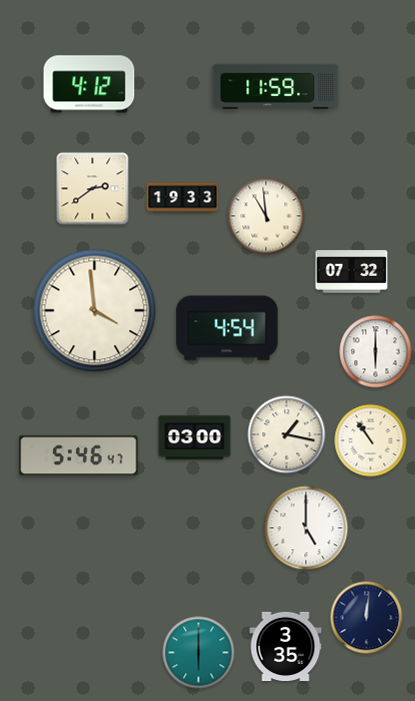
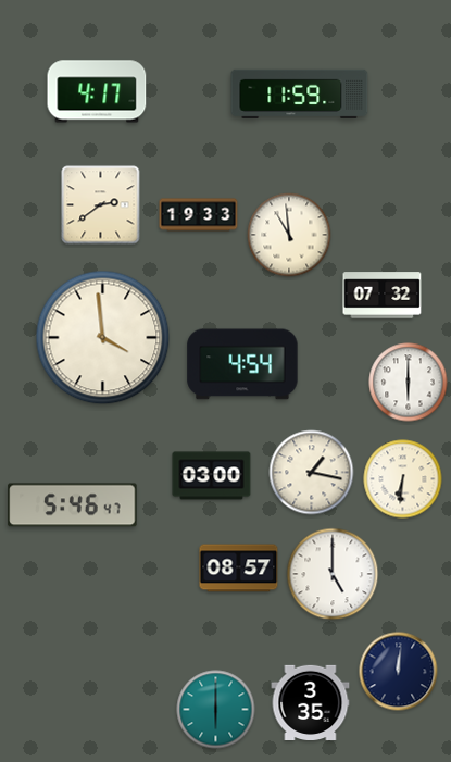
clock at (89, 84): 4:12 -> 4:17
clock at (227, 328) position: (227, 328) -> (242, 364)
clock at (371, 441): 10:54 -> 6:31
clock at (79, 456) position: (79, 456) -> (73, 505)
clock at (239, 569): none -> 08:57
